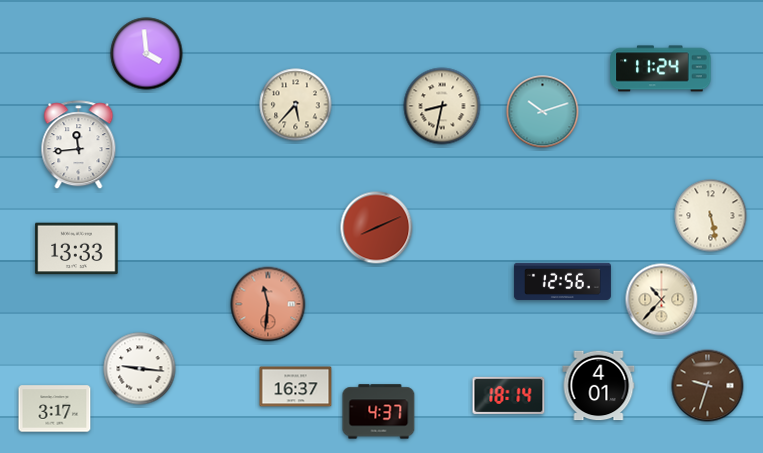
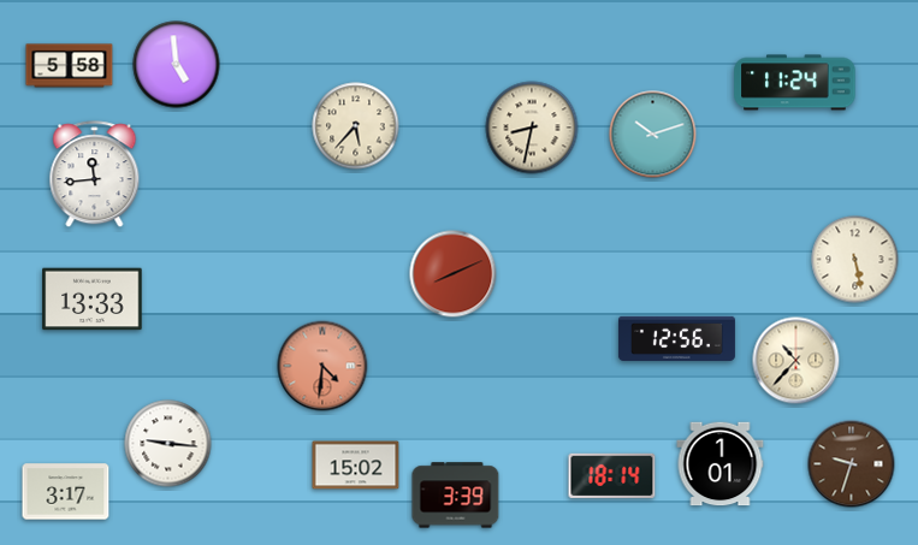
clock at (147, 54): 3:59 -> 4:59
clock at (70, 66): none -> 5:58
clock at (268, 304): 11:31 -> 4:31
clock at (599, 386): 4:01 -> 1:01
clock at (296, 387): 16:37 -> 15:02
clock at (379, 412): 4:37 -> 3:39
